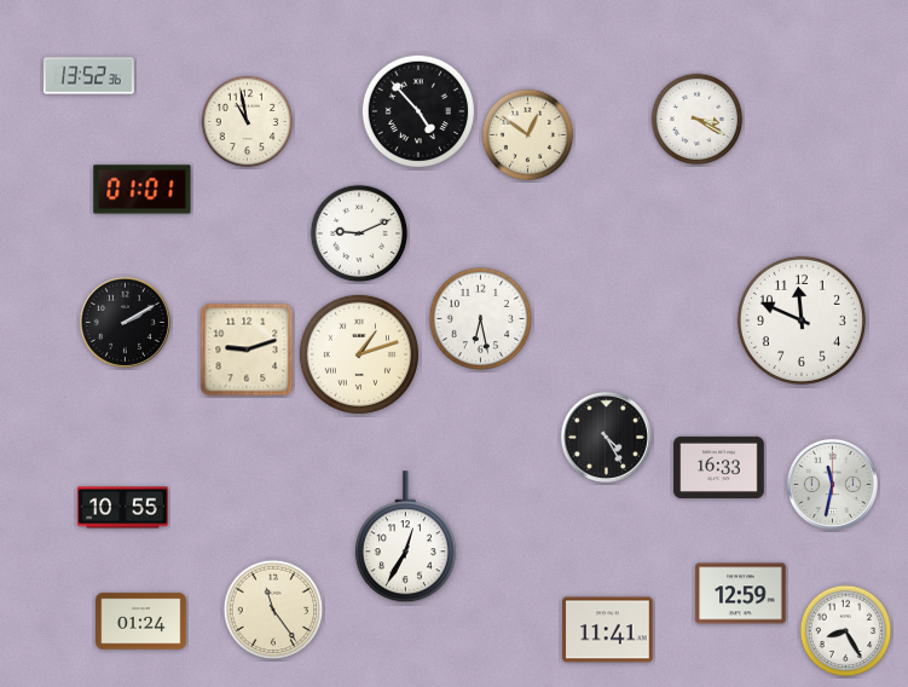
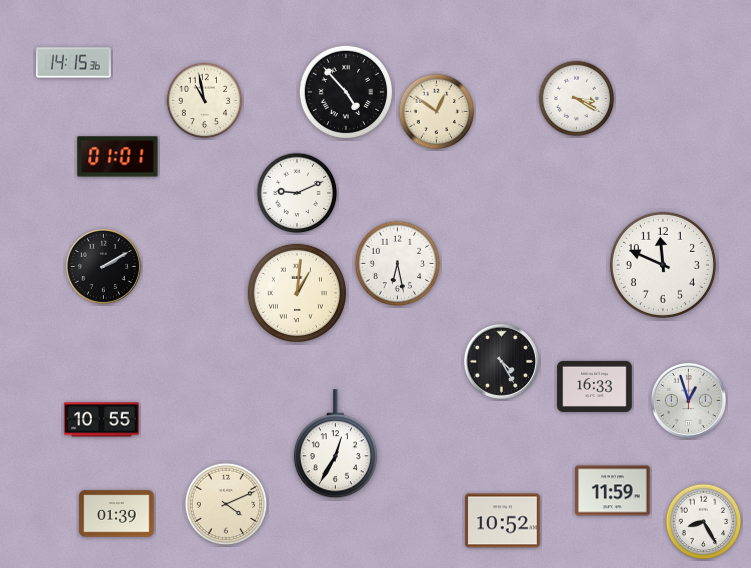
clock at (89, 76): 13:52 -> 14:15
clock at (247, 350): 9:12 -> none
clock at (359, 354): 1:12 -> 1:01
clock at (832, 484): 11:32 -> 12:57
clock at (741, 594): 12:59 -> 11:59
clock at (273, 610): 11:24 -> 4:11
clock at (141, 622): 01:24 -> 01:39
clock at (608, 630): 11:41 -> 10:52
clock at (846, 631) position: (846, 631) -> (704, 522)
